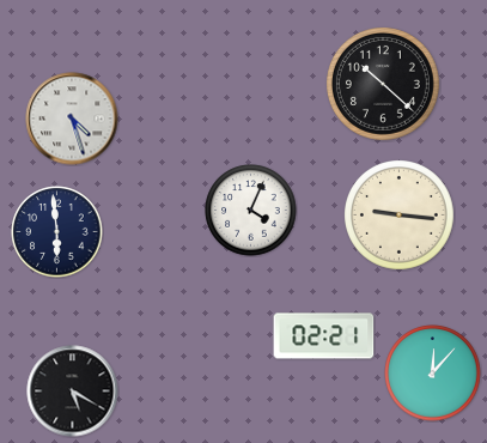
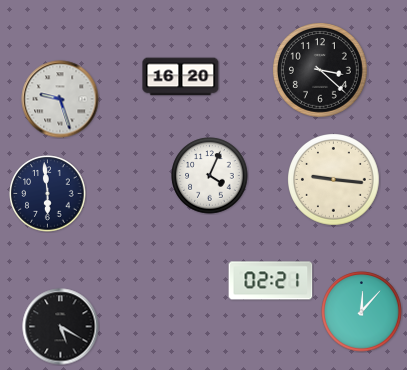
clock at (384, 85): 10:22 -> 3:22
clock at (181, 77): none -> 16:20
clock at (72, 119): 4:27 -> 9:27
